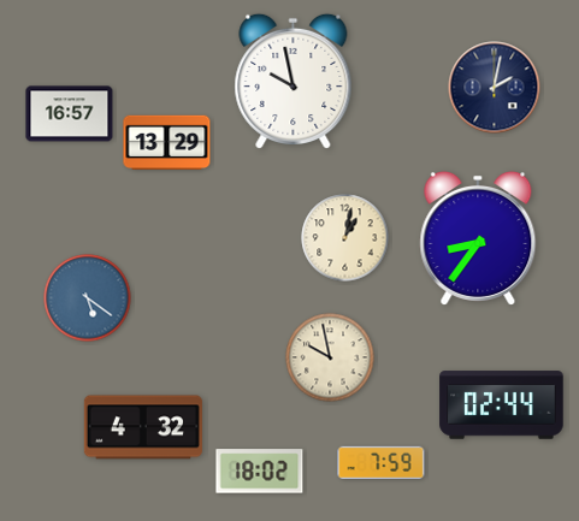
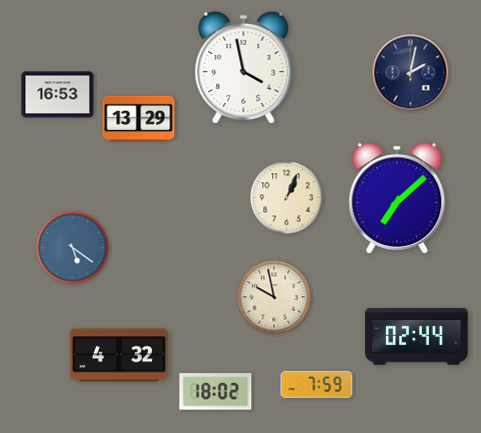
clock at (294, 81): 9:58 -> 3:58
clock at (70, 114): 16:57 -> 16:53
clock at (345, 238): 1:02 -> 1:04
clock at (478, 238): 8:36 -> 7:08
